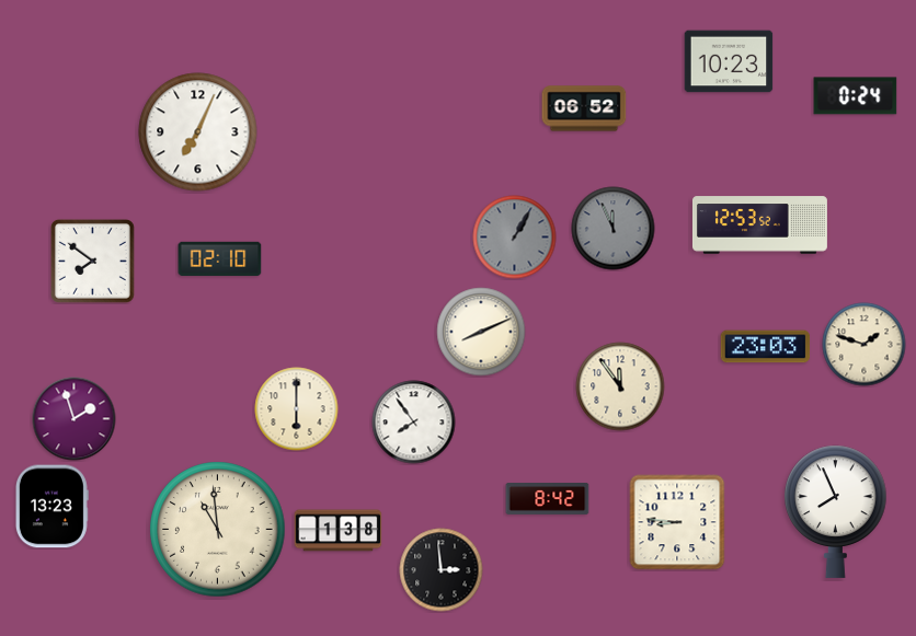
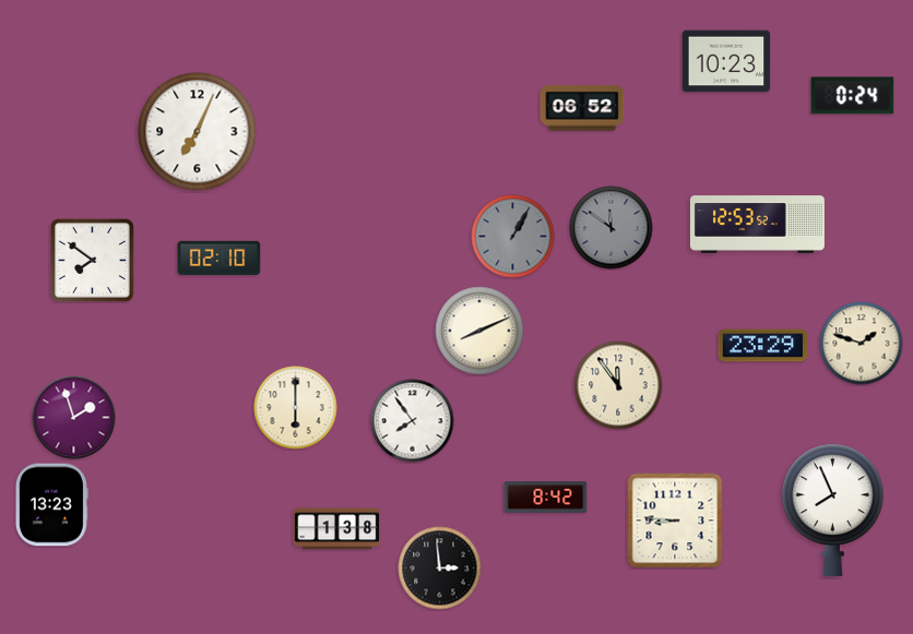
clock at (614, 229): 11:56 -> 11:51
clock at (766, 347): 23:03 -> 23:29
clock at (218, 530): 10:59 -> none
